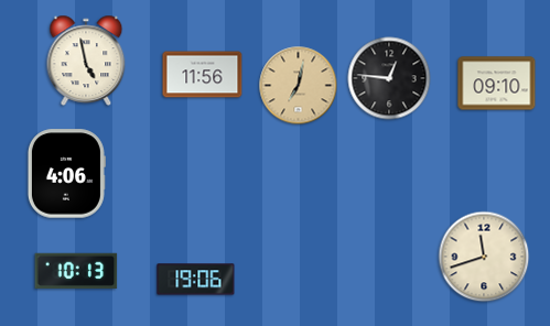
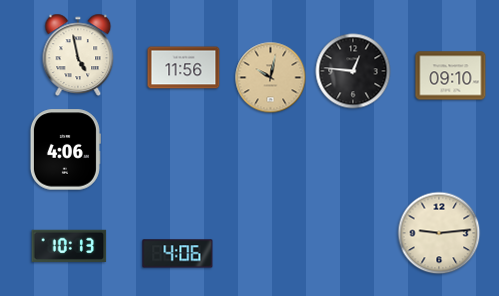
clock at (299, 86): 7:02 -> 10:02
clock at (66, 174) position: (66, 174) -> (65, 150)
clock at (484, 257): 11:42 -> 9:14
clock at (196, 280): 19:06 -> 4:06
